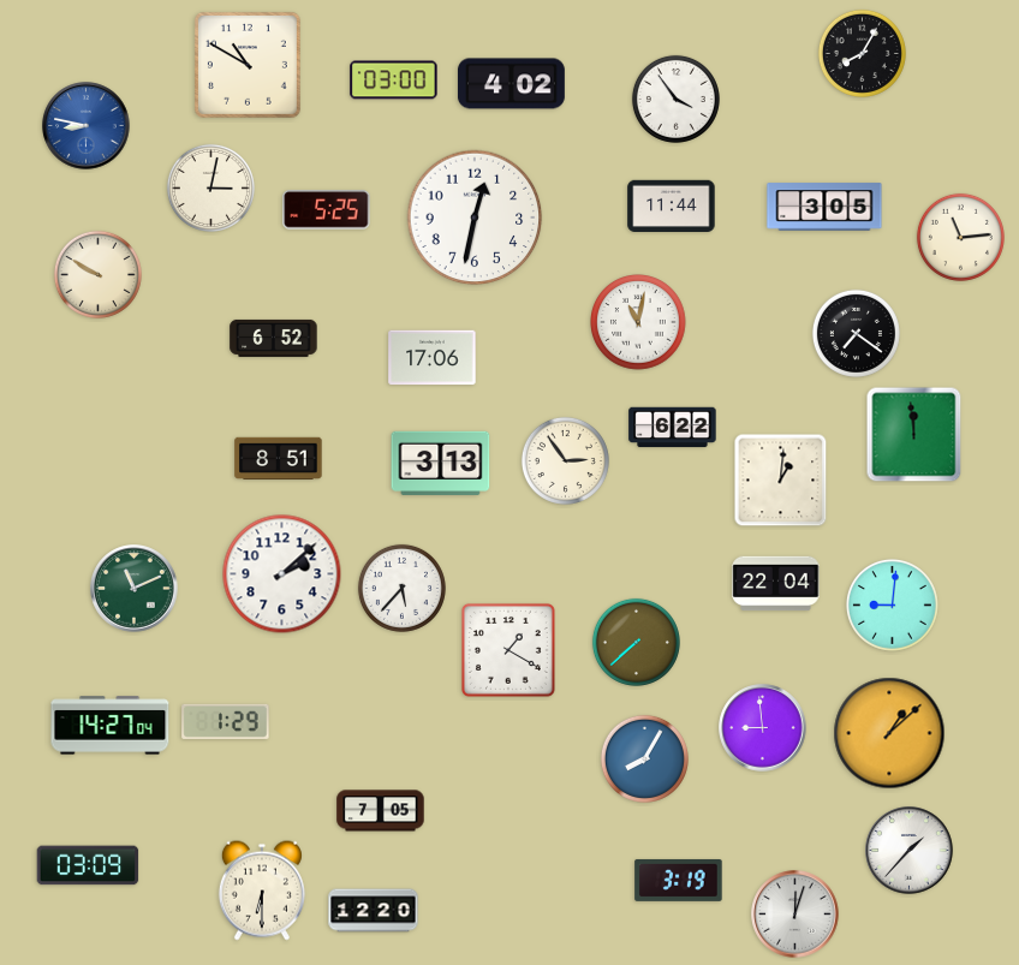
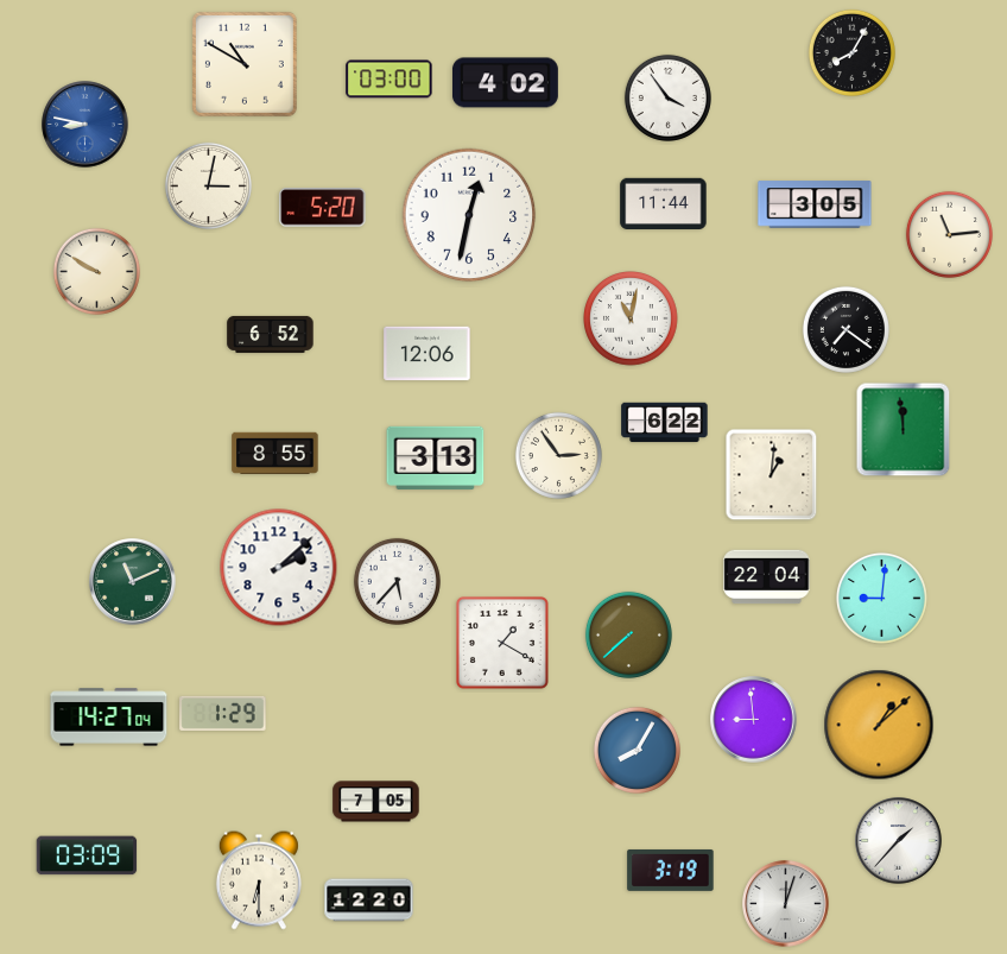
clock at (327, 210): 5:25 -> 5:20
clock at (433, 358): 17:06 -> 12:06
clock at (279, 459): 8:51 -> 8:55
